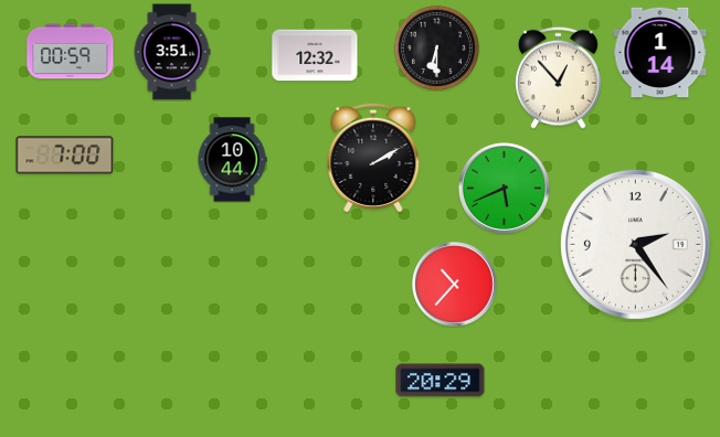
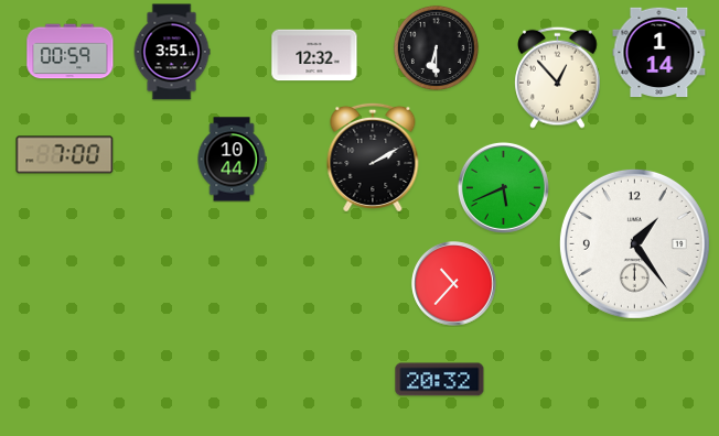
clock at (635, 244): 2:24 -> 1:24
clock at (441, 381): 20:29 -> 20:32
